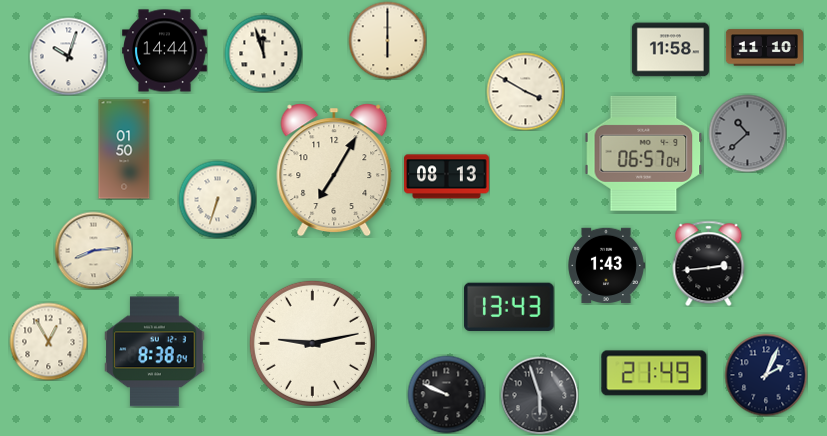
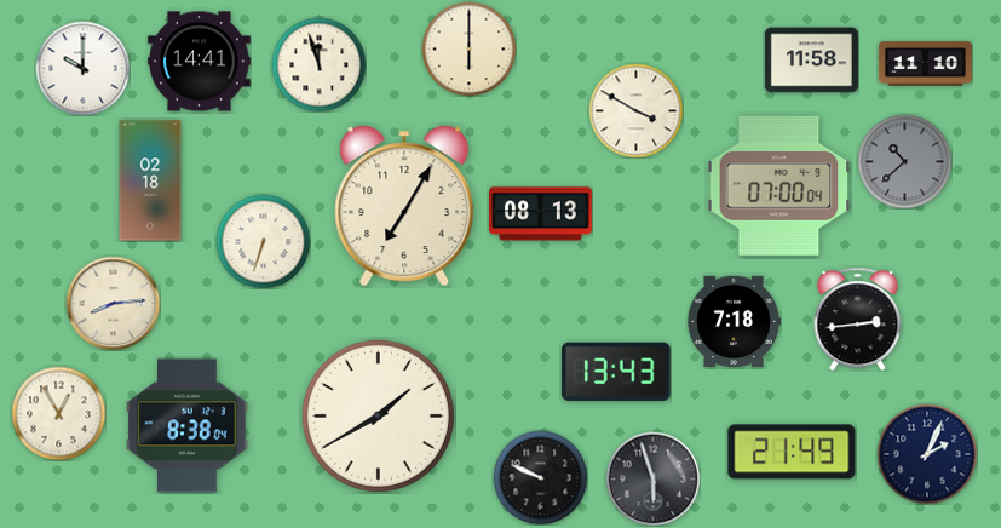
clock at (764, 48) position: (764, 48) -> (925, 64)
clock at (165, 51): 14:44 -> 14:41
clock at (68, 56): 10:03 -> 10:00
clock at (124, 149): 01:50 -> 02:18
clock at (644, 153): 06:57 -> 07:00
clock at (606, 266): 1:43 -> 7:18
clock at (312, 343): 9:13 -> 1:40
